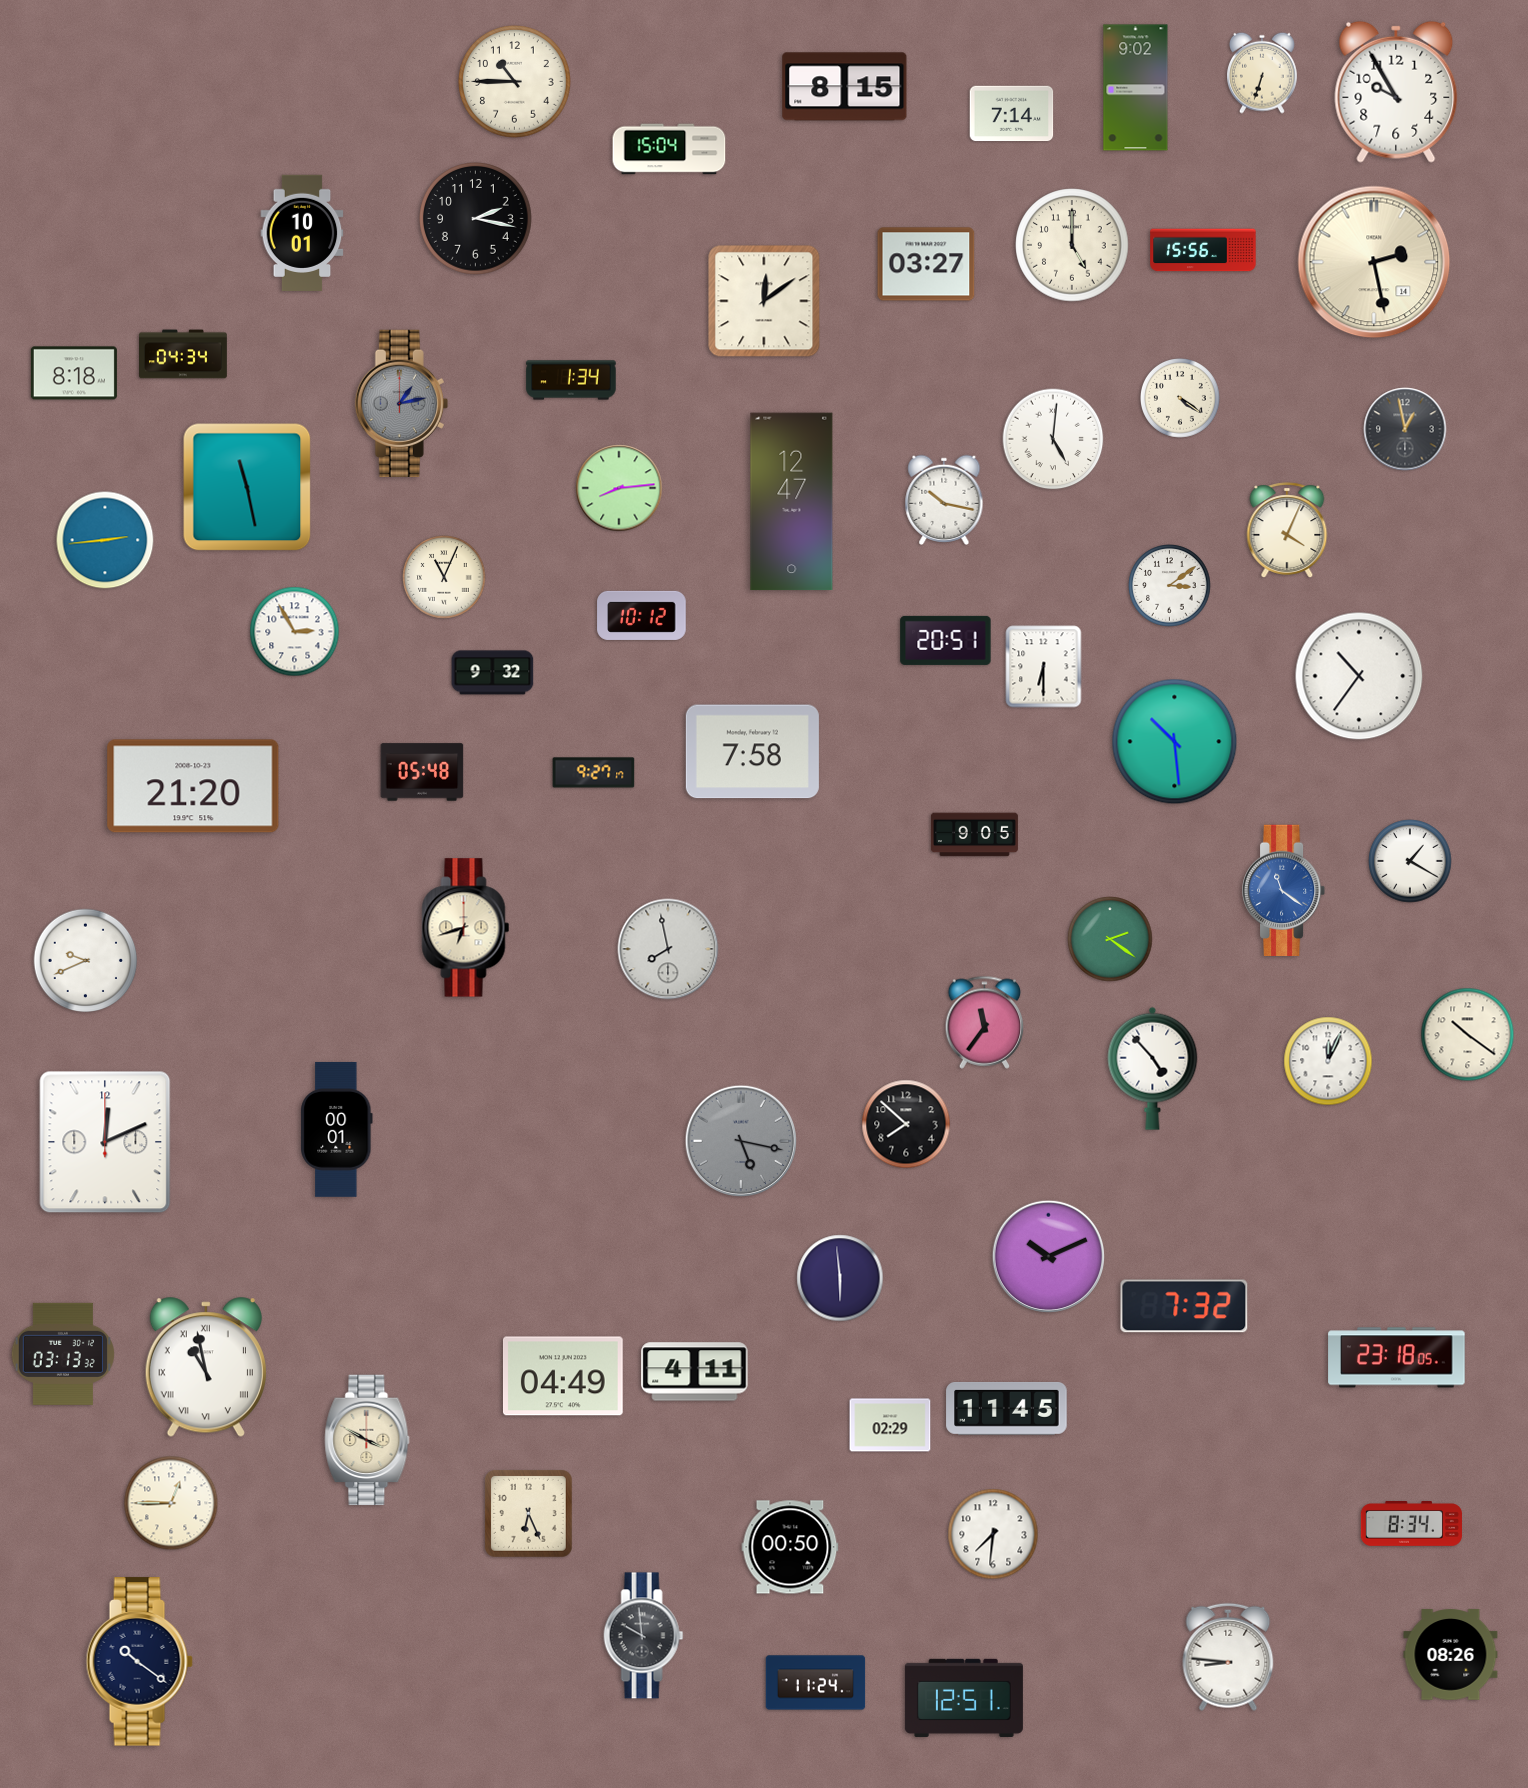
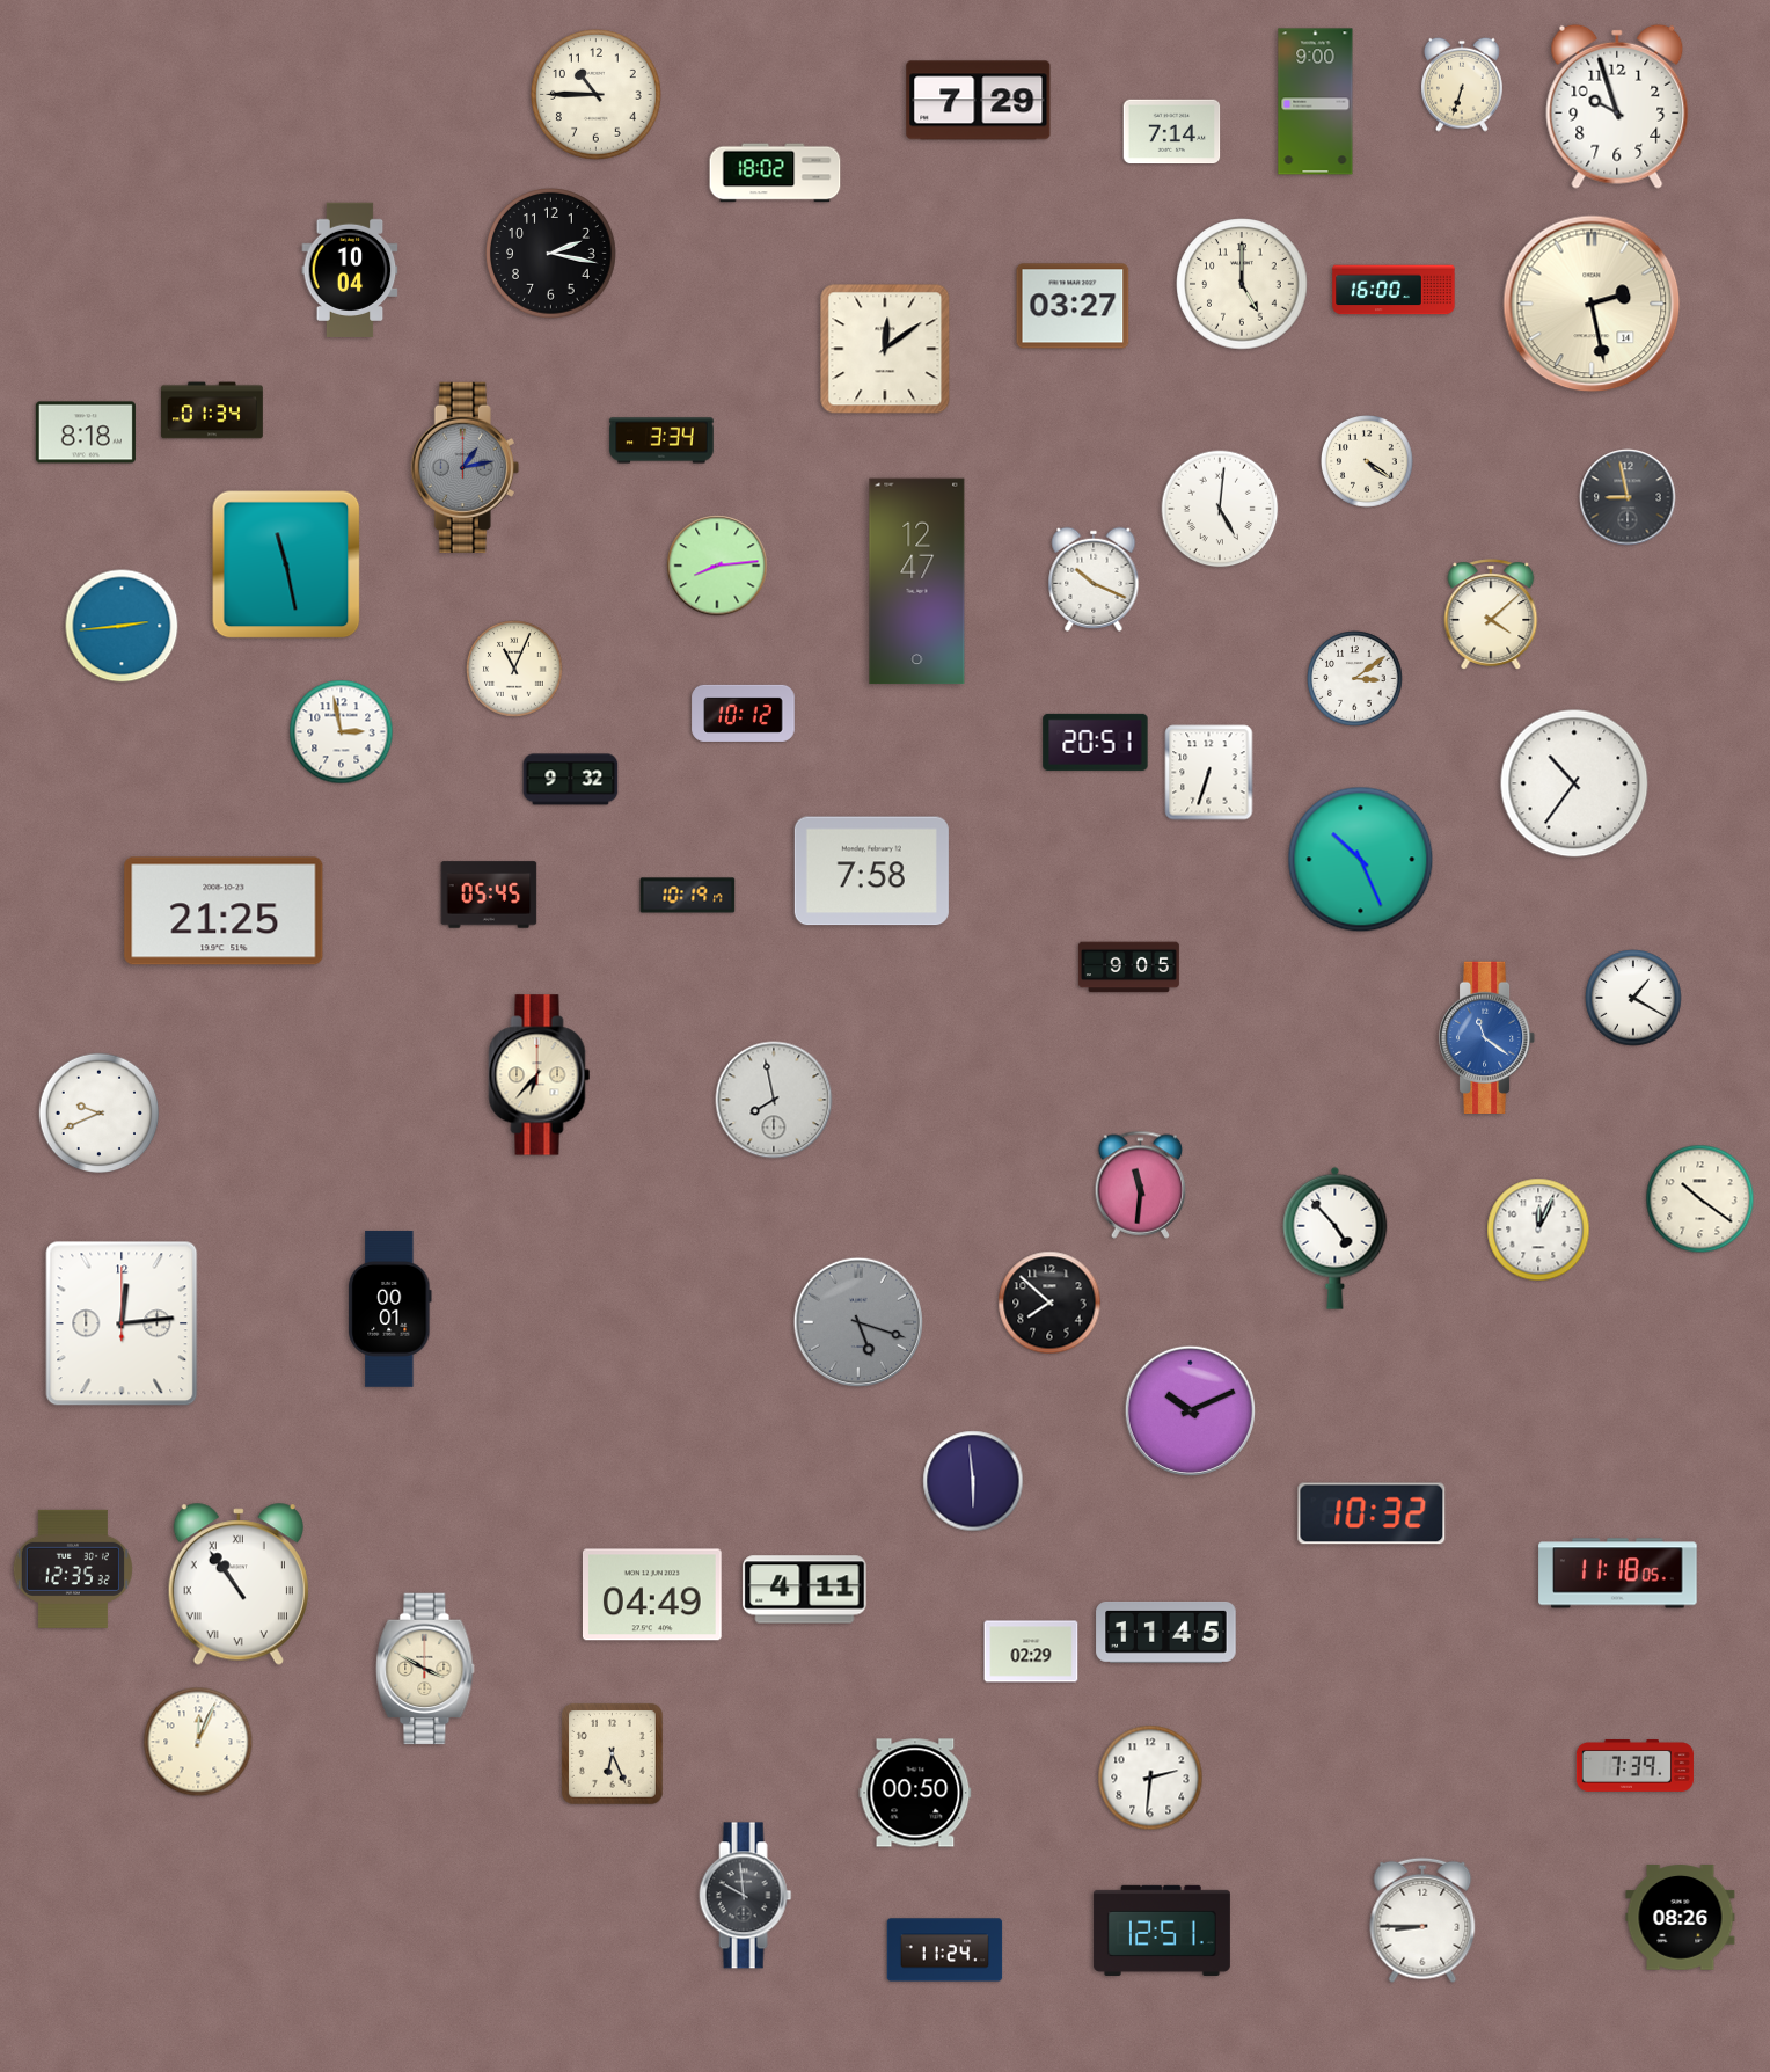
clock at (845, 87): 8:15 -> 7:29
clock at (1136, 88): 9:02 -> 9:00
clock at (1396, 92): 9:55 -> 9:57
clock at (669, 149): 15:04 -> 18:02
clock at (302, 232): 10:01 -> 10:04
clock at (1203, 250): 15:56 -> 16:00
clock at (184, 354): 04:34 -> 01:34
clock at (571, 380): 1:34 -> 3:34
clock at (1405, 429): 12:58 -> 8:58
clock at (944, 500): 10:17 -> 10:19
clock at (1287, 530): 4:04 -> 4:08
clock at (295, 632): 2:55 -> 2:58
clock at (1044, 667): 6:30 -> 6:33
clock at (1175, 742): 10:29 -> 10:26
clock at (422, 772): 05:48 -> 05:45
clock at (594, 773): 9:27 -> 10:19
clock at (193, 786): 21:20 -> 21:25
clock at (1285, 890) position: (1285, 890) -> (1489, 1037)
clock at (466, 928): 6:42 -> 6:37
clock at (1110, 939): 2:21 -> none
clock at (985, 1022): 11:36 -> 11:31
clock at (740, 1140): 5:17 -> 5:18
clock at (105, 1142): 12:11 -> 12:14
clock at (1048, 1256) position: (1048, 1256) -> (1190, 1410)
clock at (1184, 1306): 7:32 -> 10:32
clock at (63, 1354): 03:13 -> 12:35
clock at (1397, 1358): 23:18 -> 11:18
clock at (206, 1368): 10:58 -> 10:54
clock at (171, 1503): 12:45 -> 12:04
clock at (1411, 1524): 8:34 -> 7:39
clock at (993, 1534): 7:31 -> 2:31
clock at (1228, 1657): 8:46 -> 8:45
clock at (139, 1662): 10:21 -> none
clock at (964, 1698) position: (964, 1698) -> (1162, 1931)
